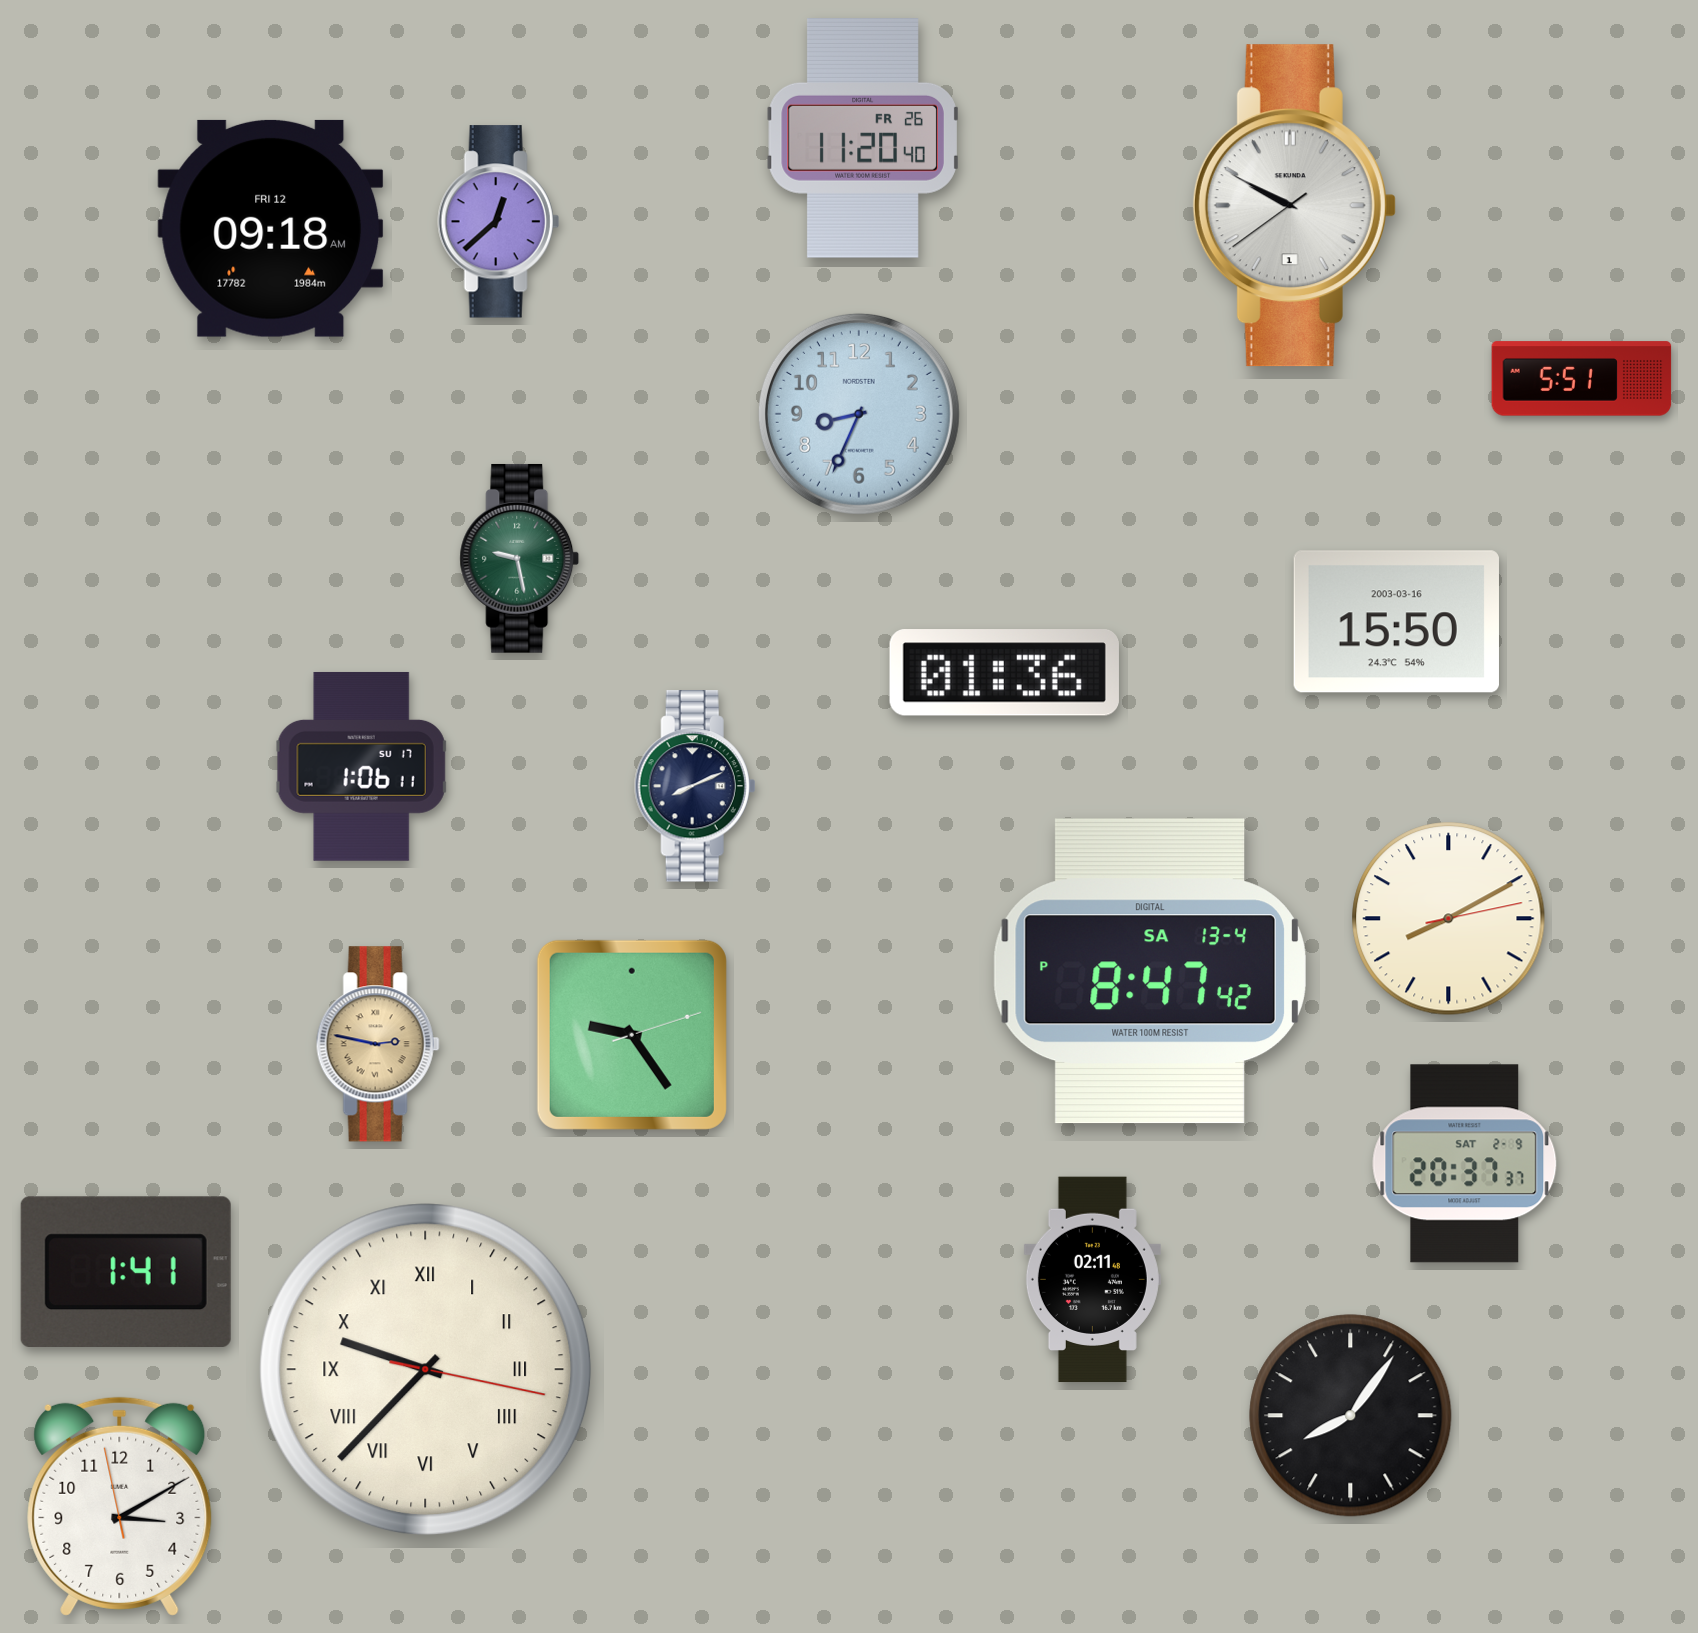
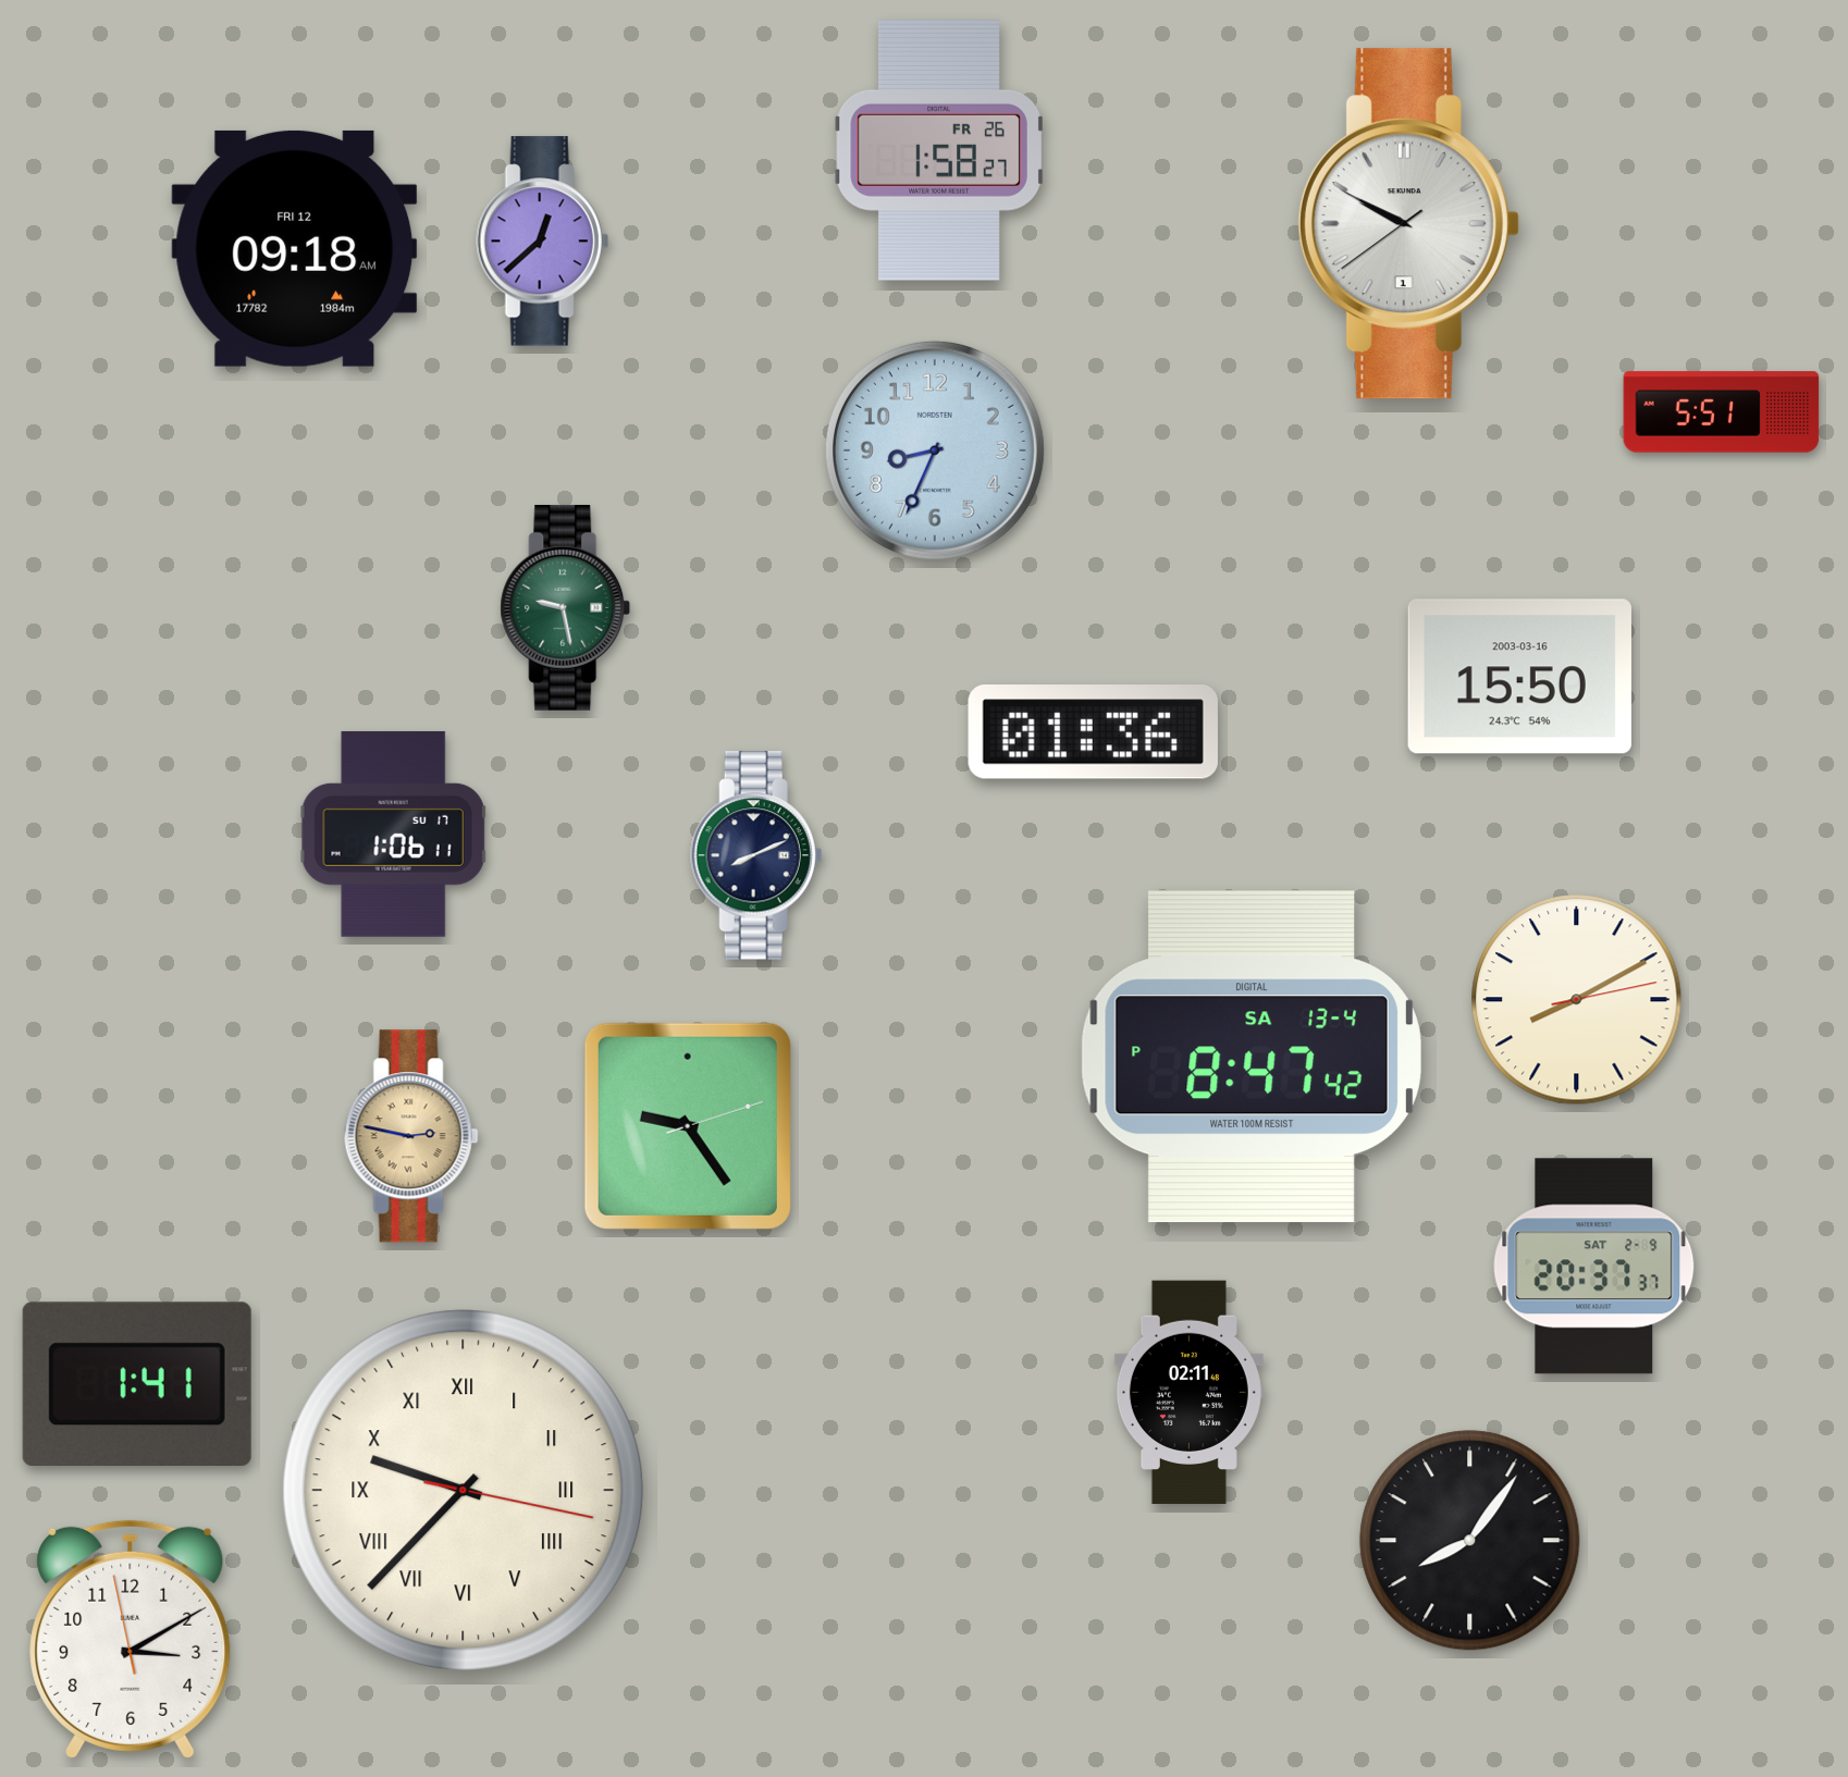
clock at (863, 139): 11:20 -> 1:58
